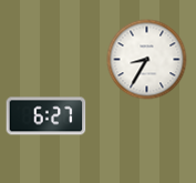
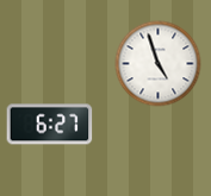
clock at (147, 60): 8:35 -> 4:57
